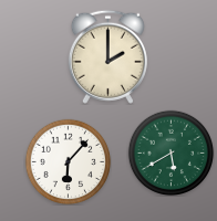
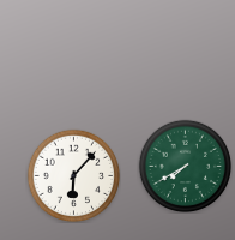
clock at (107, 56): 2:00 -> none
clock at (170, 152): 5:40 -> 7:40
